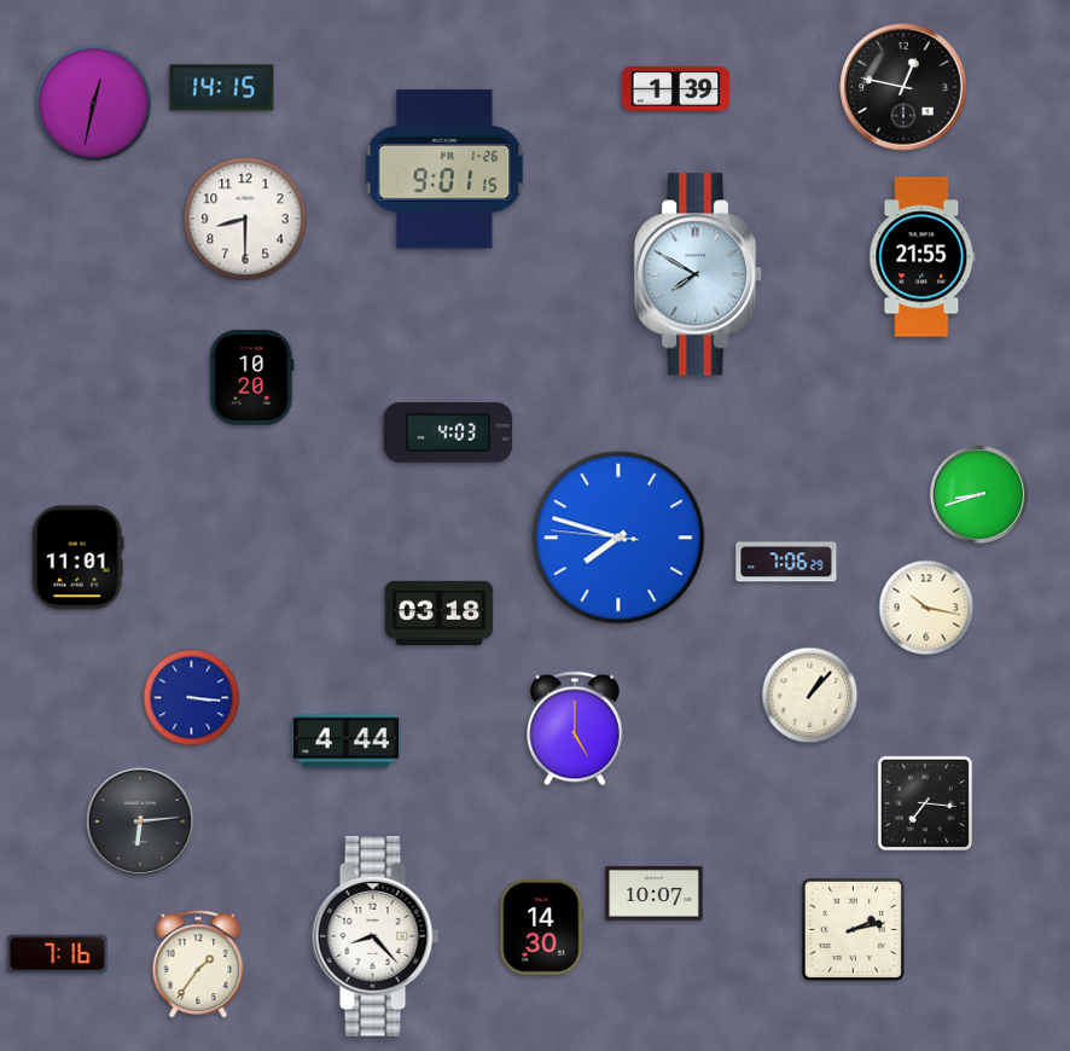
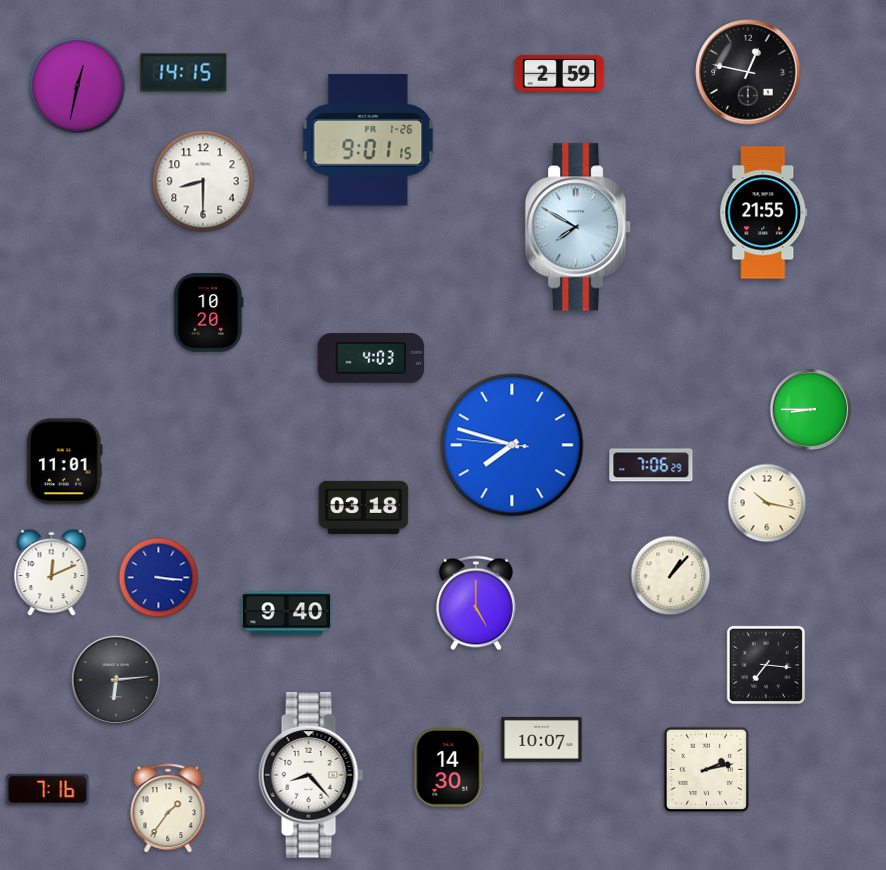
clock at (676, 88): 1:39 -> 2:59
clock at (979, 495): 8:42 -> 8:45
clock at (52, 573): none -> 12:11
clock at (347, 742): 4:44 -> 9:40
clock at (198, 965) position: (198, 965) -> (168, 809)
